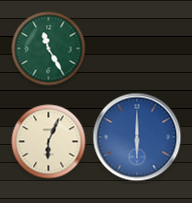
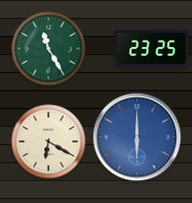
clock at (152, 49): none -> 23:25
clock at (49, 142): 6:04 -> 6:20
